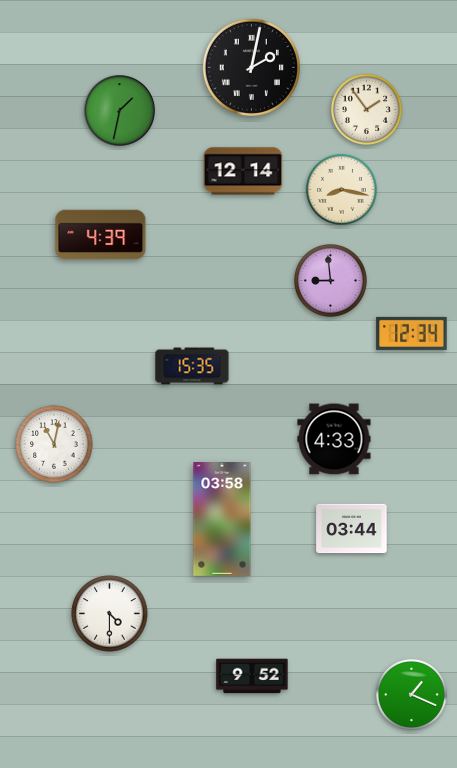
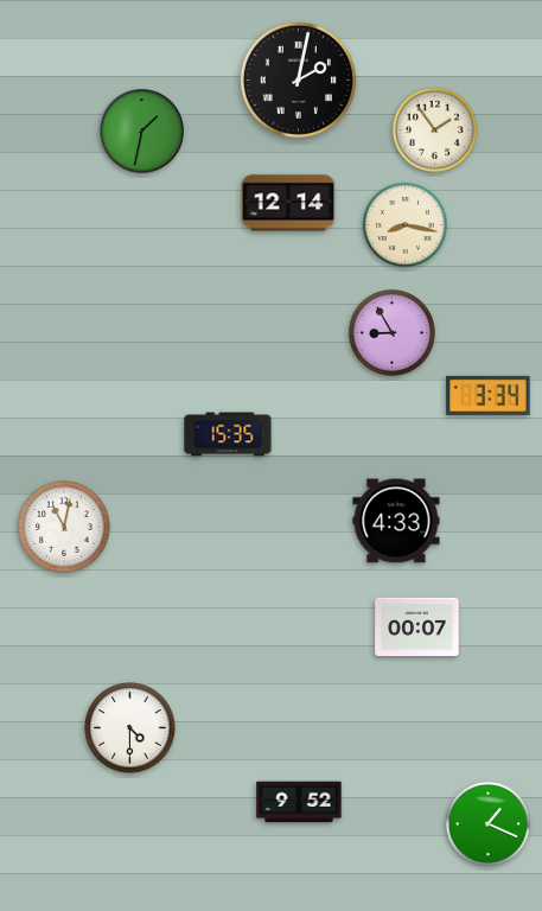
clock at (101, 235): 4:39 -> none
clock at (331, 281): 8:59 -> 8:55
clock at (412, 333): 12:34 -> 3:34
clock at (222, 520): 03:58 -> none
clock at (352, 529): 03:44 -> 00:07
